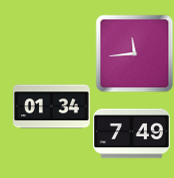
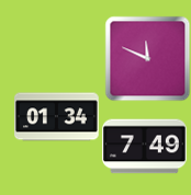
clock at (134, 53): 11:44 -> 11:49
